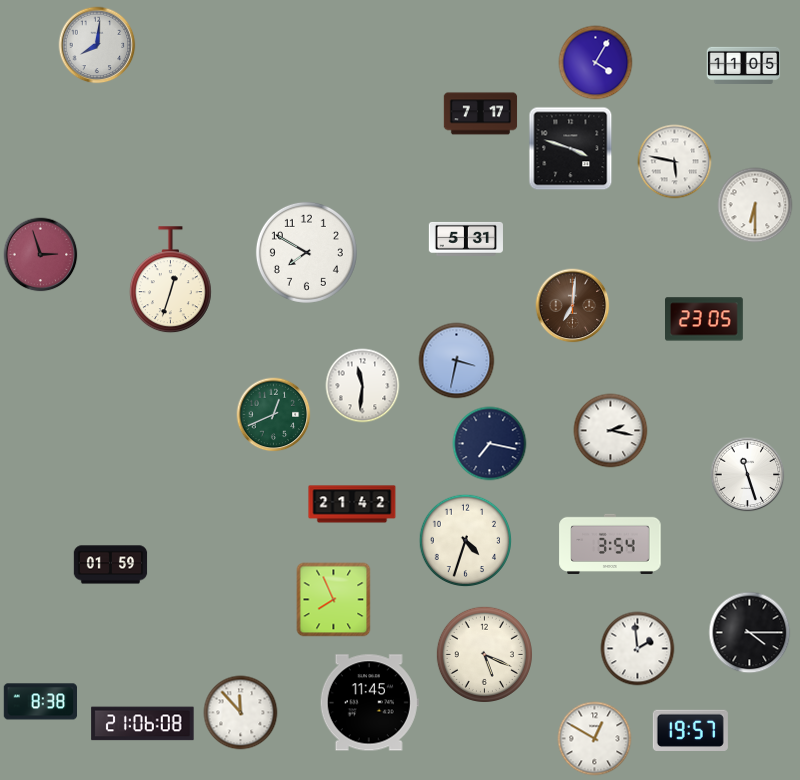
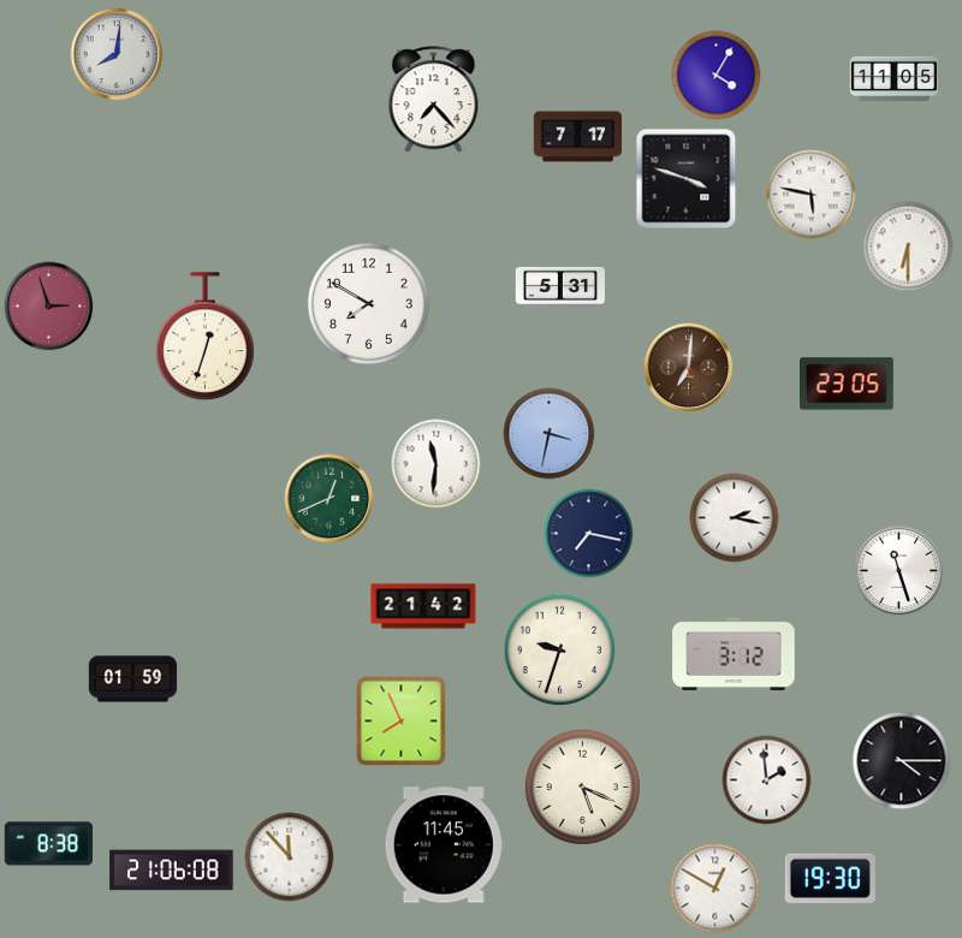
clock at (434, 100): none -> 7:23
clock at (466, 541): 4:33 -> 9:33
clock at (610, 544): 3:54 -> 3:12
clock at (690, 730): 19:57 -> 19:30
